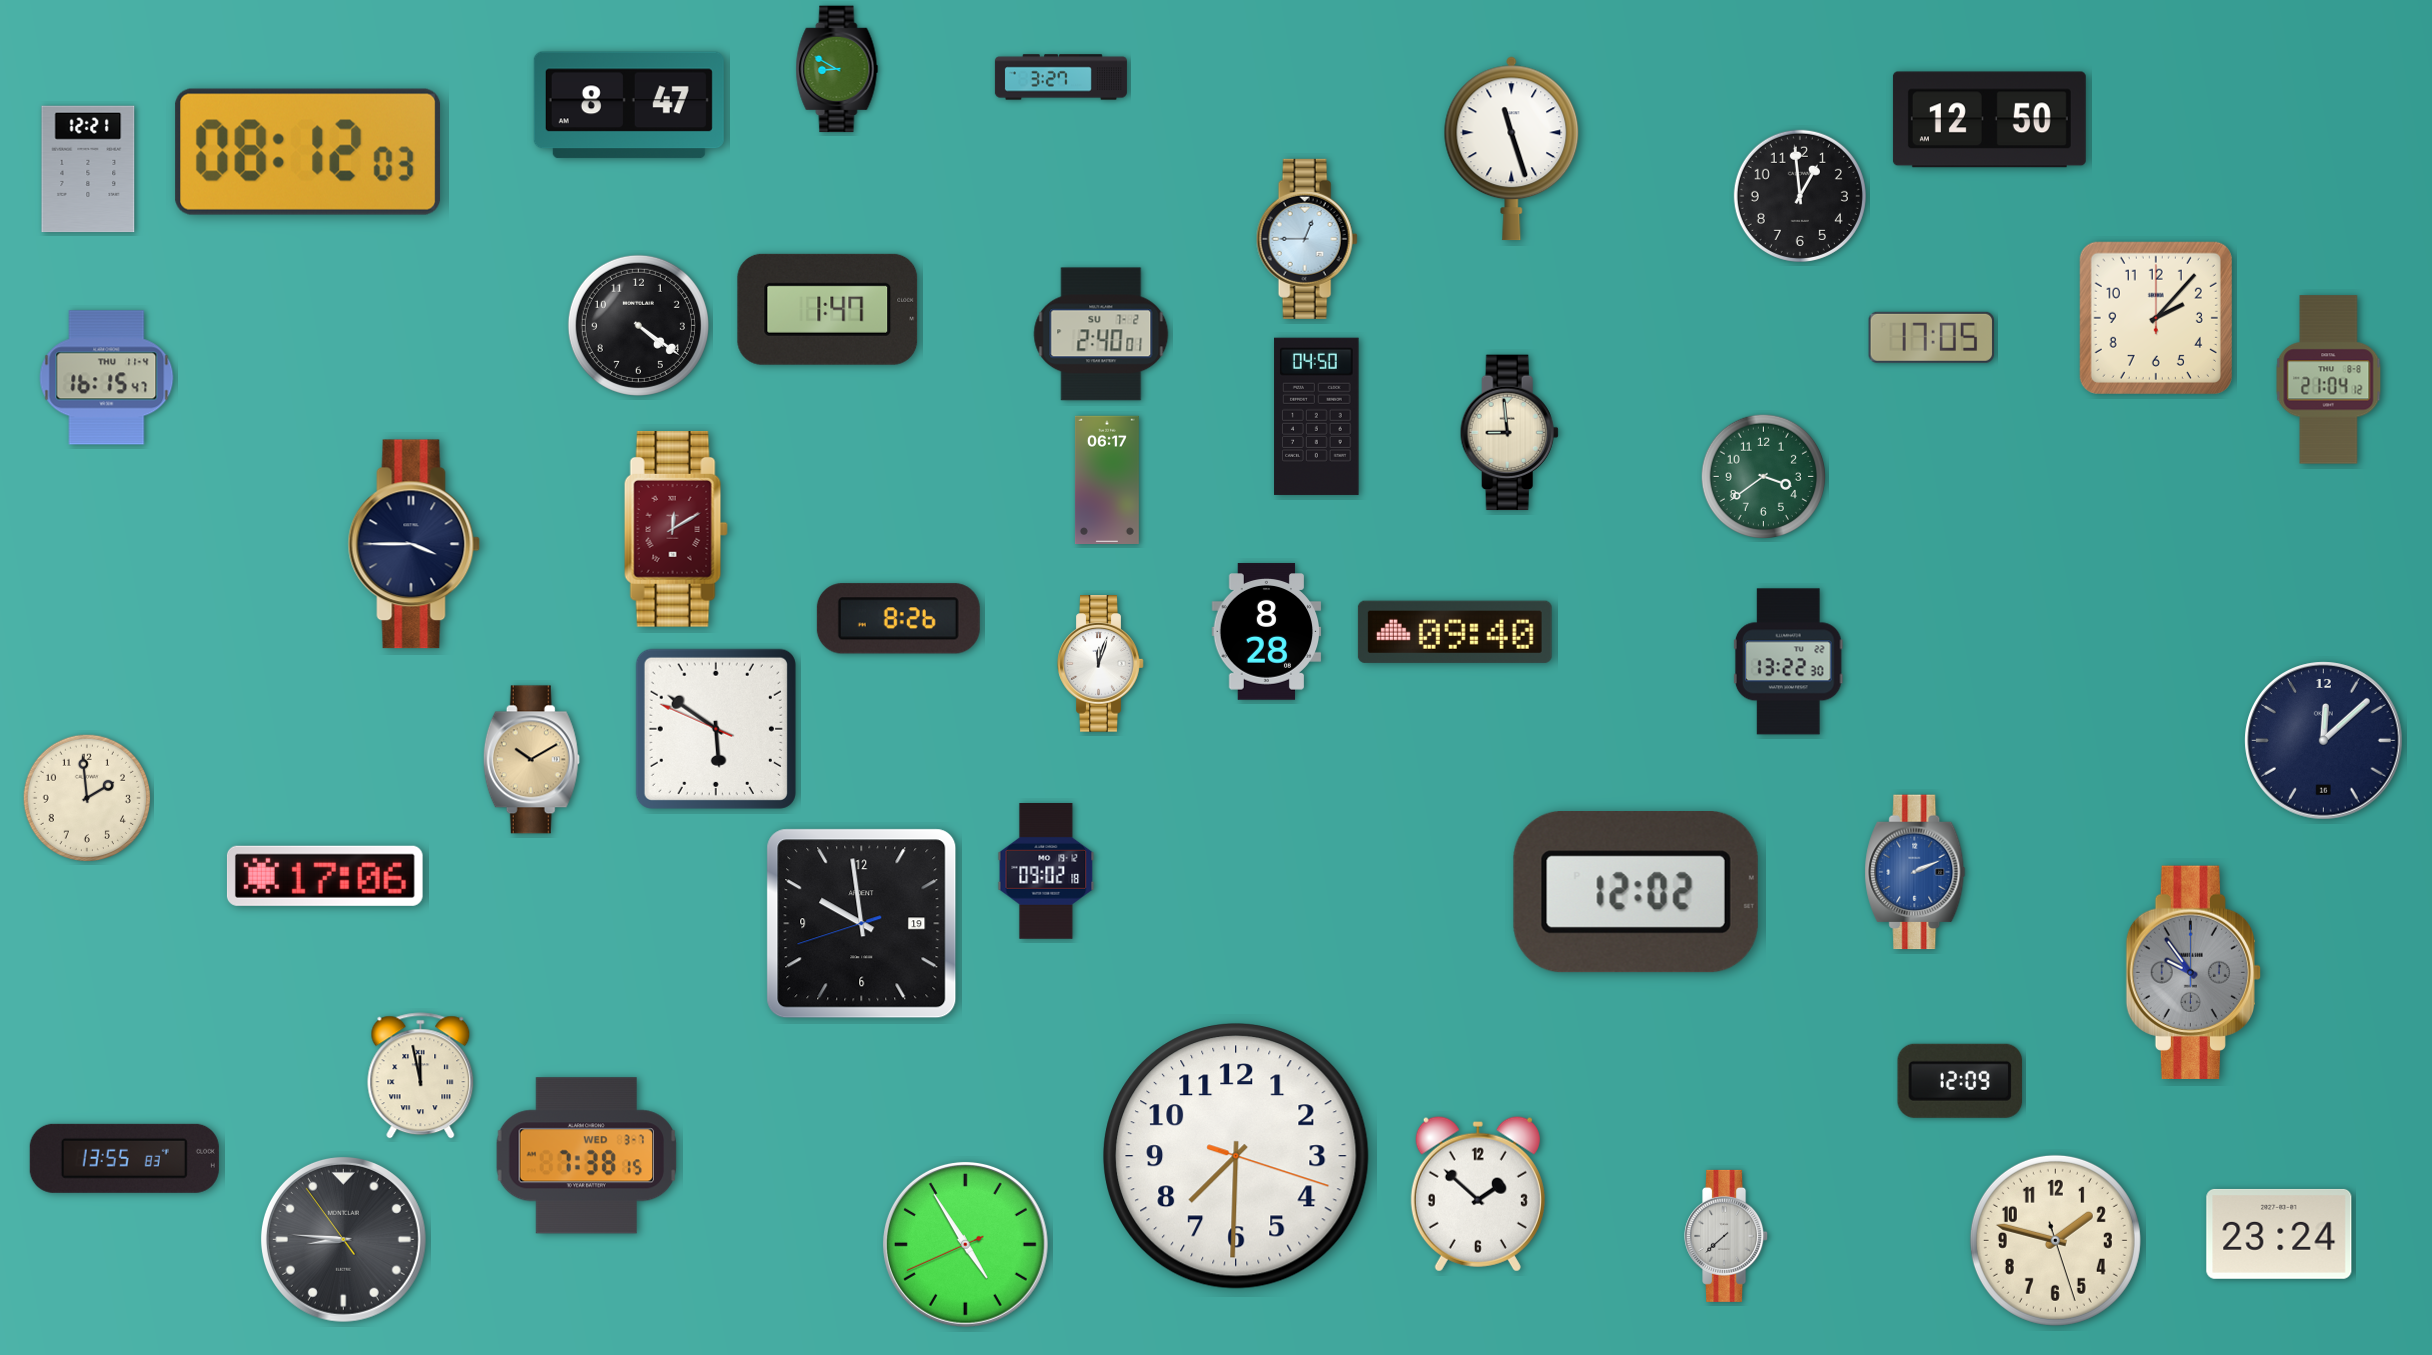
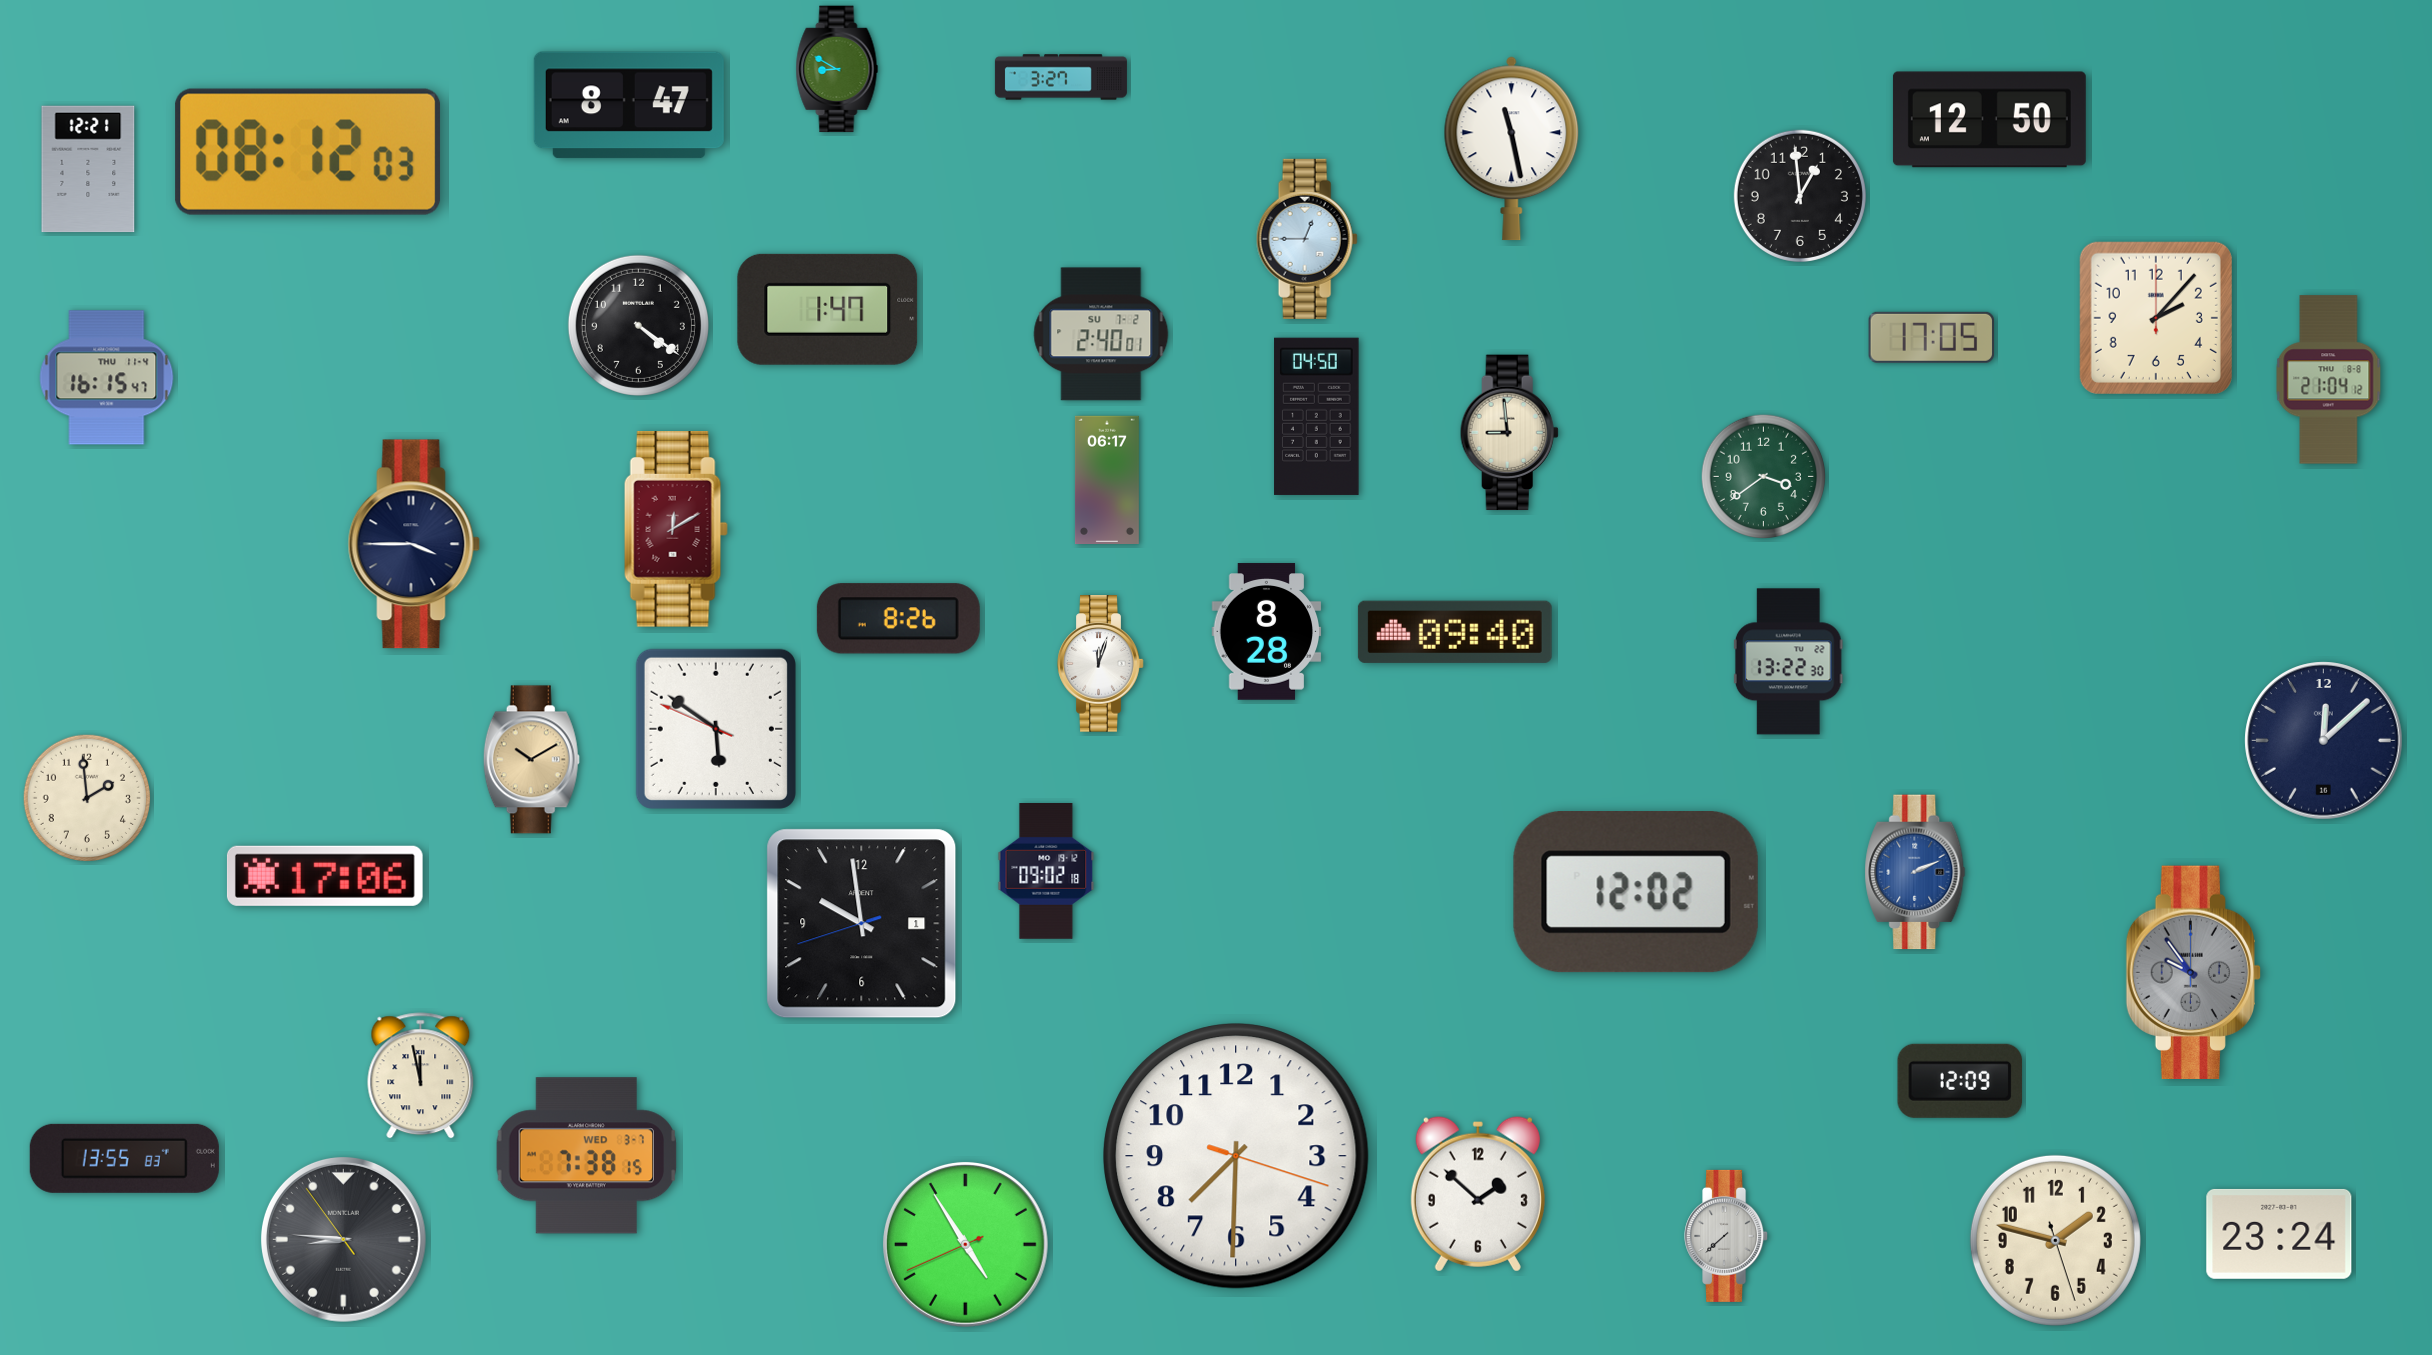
clock at (1512, 149): 11:27 -> 11:28
clock at (862, 924) date: 19 -> 1
